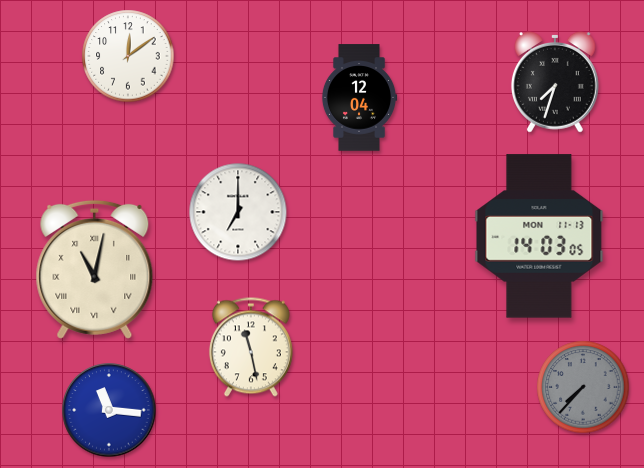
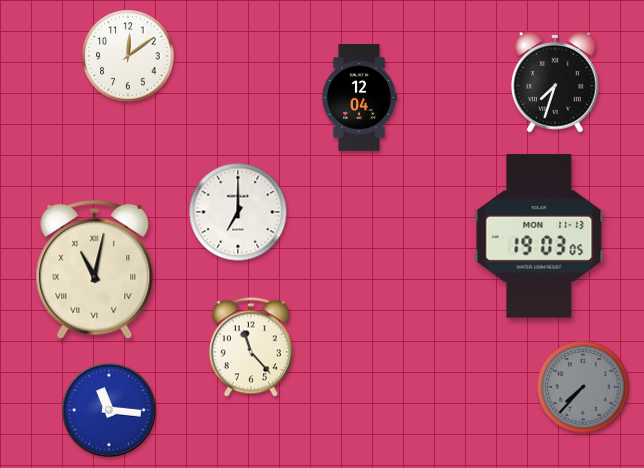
clock at (539, 236): 14:03 -> 19:03
clock at (251, 347): 11:28 -> 11:23
